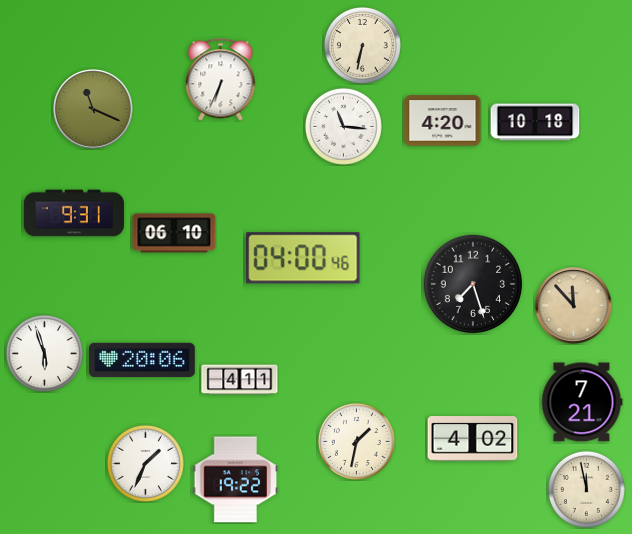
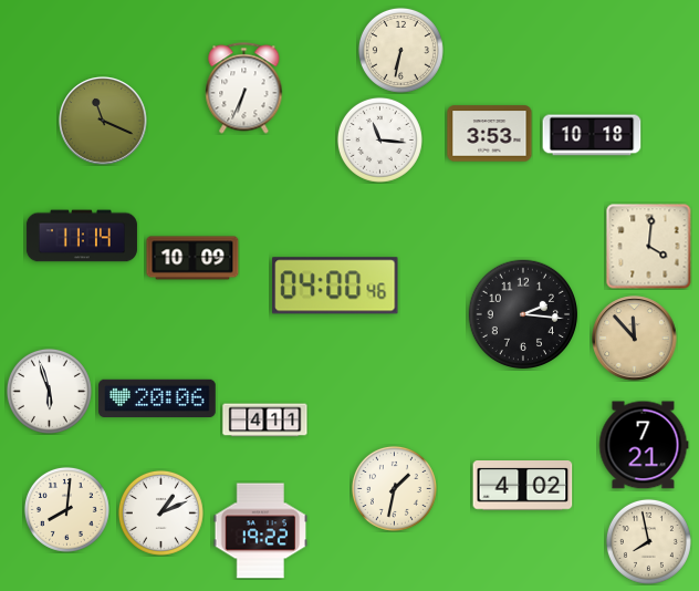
clock at (443, 121): 4:20 -> 3:53
clock at (74, 213): 9:31 -> 11:14
clock at (649, 247): none -> 4:01
clock at (174, 233): 06:10 -> 10:09
clock at (473, 284): 7:27 -> 2:16
clock at (66, 509): none -> 8:01
clock at (145, 463): 1:34 -> 1:11
clock at (586, 489): 11:58 -> 7:58
